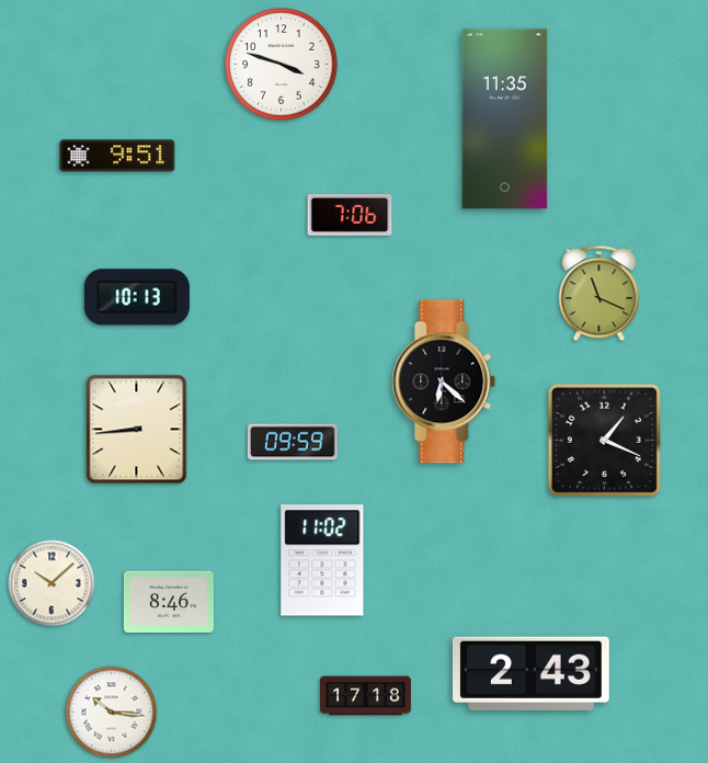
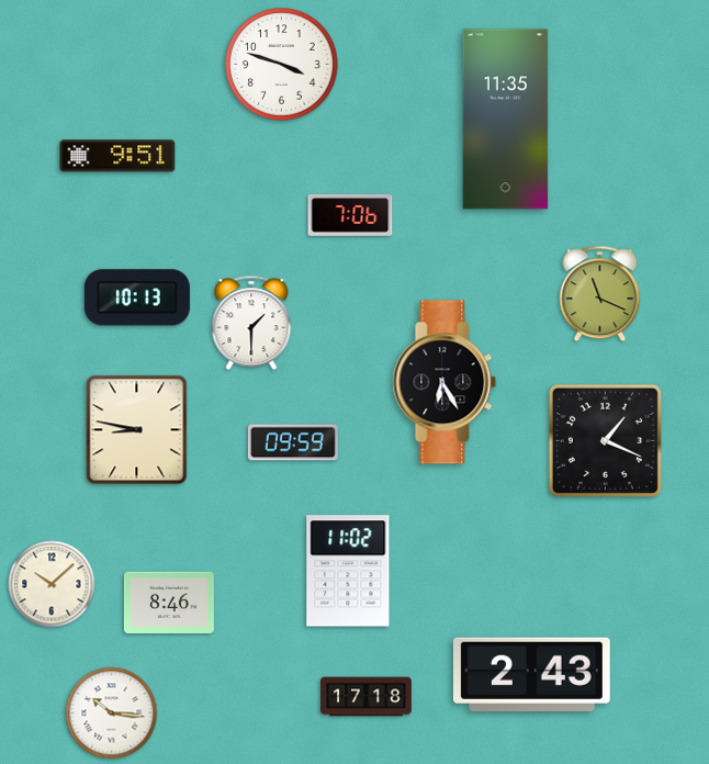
clock at (251, 323): none -> 1:30
clock at (444, 381): 6:22 -> 6:25
clock at (137, 430): 8:44 -> 8:47
clock at (322, 560) position: (322, 560) -> (348, 571)
